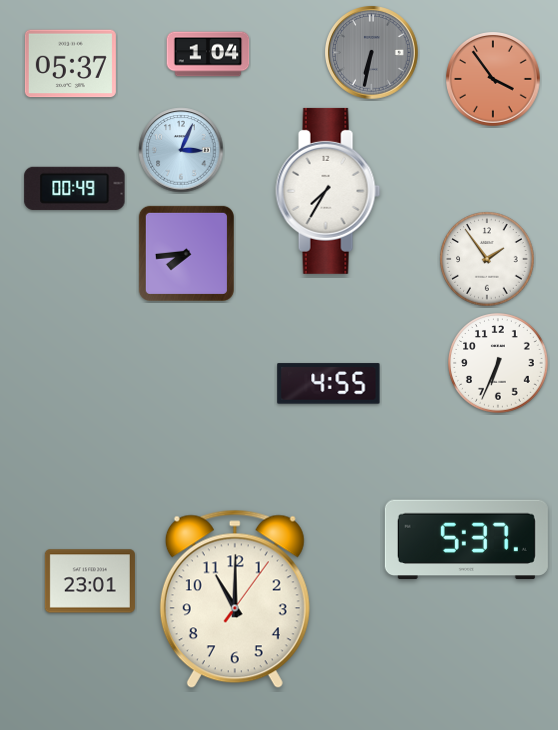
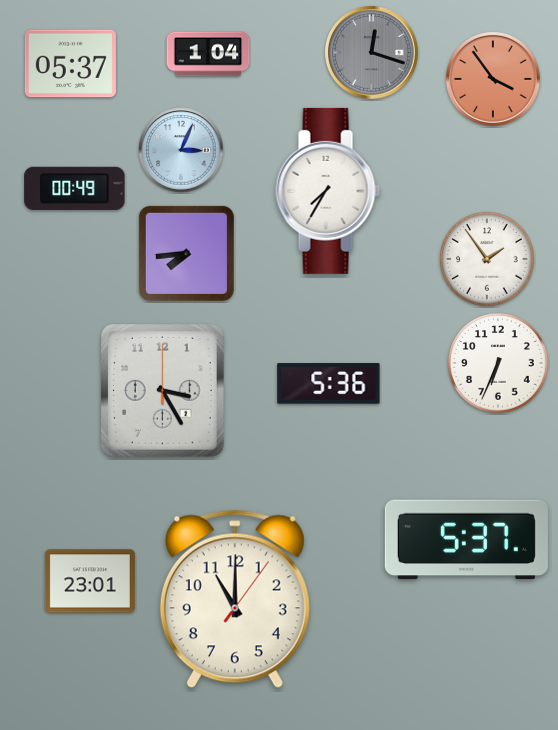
clock at (372, 53): 6:32 -> 12:18
clock at (329, 384): 4:55 -> 5:36
clock at (163, 391): none -> 3:25
